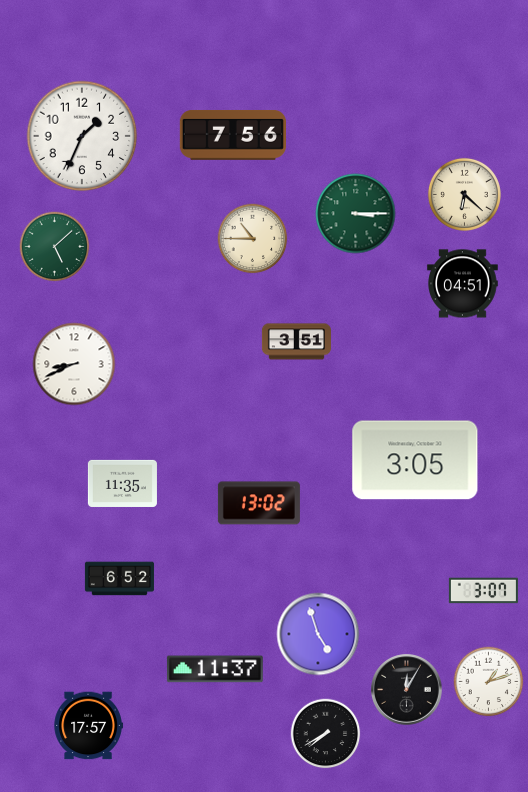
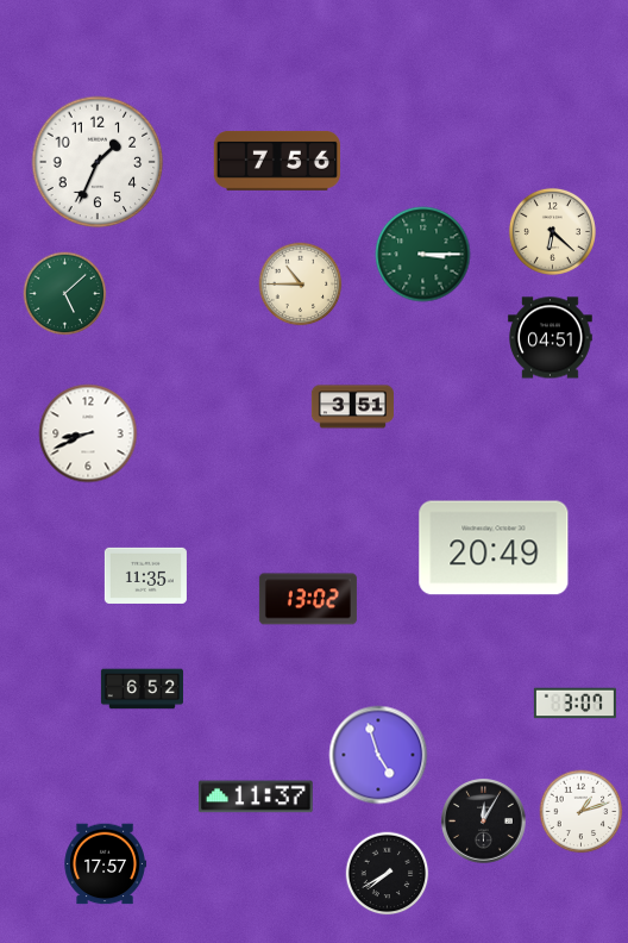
clock at (415, 460): 3:05 -> 20:49
